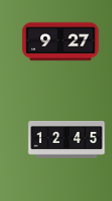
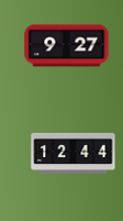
clock at (67, 139): 12:45 -> 12:44
